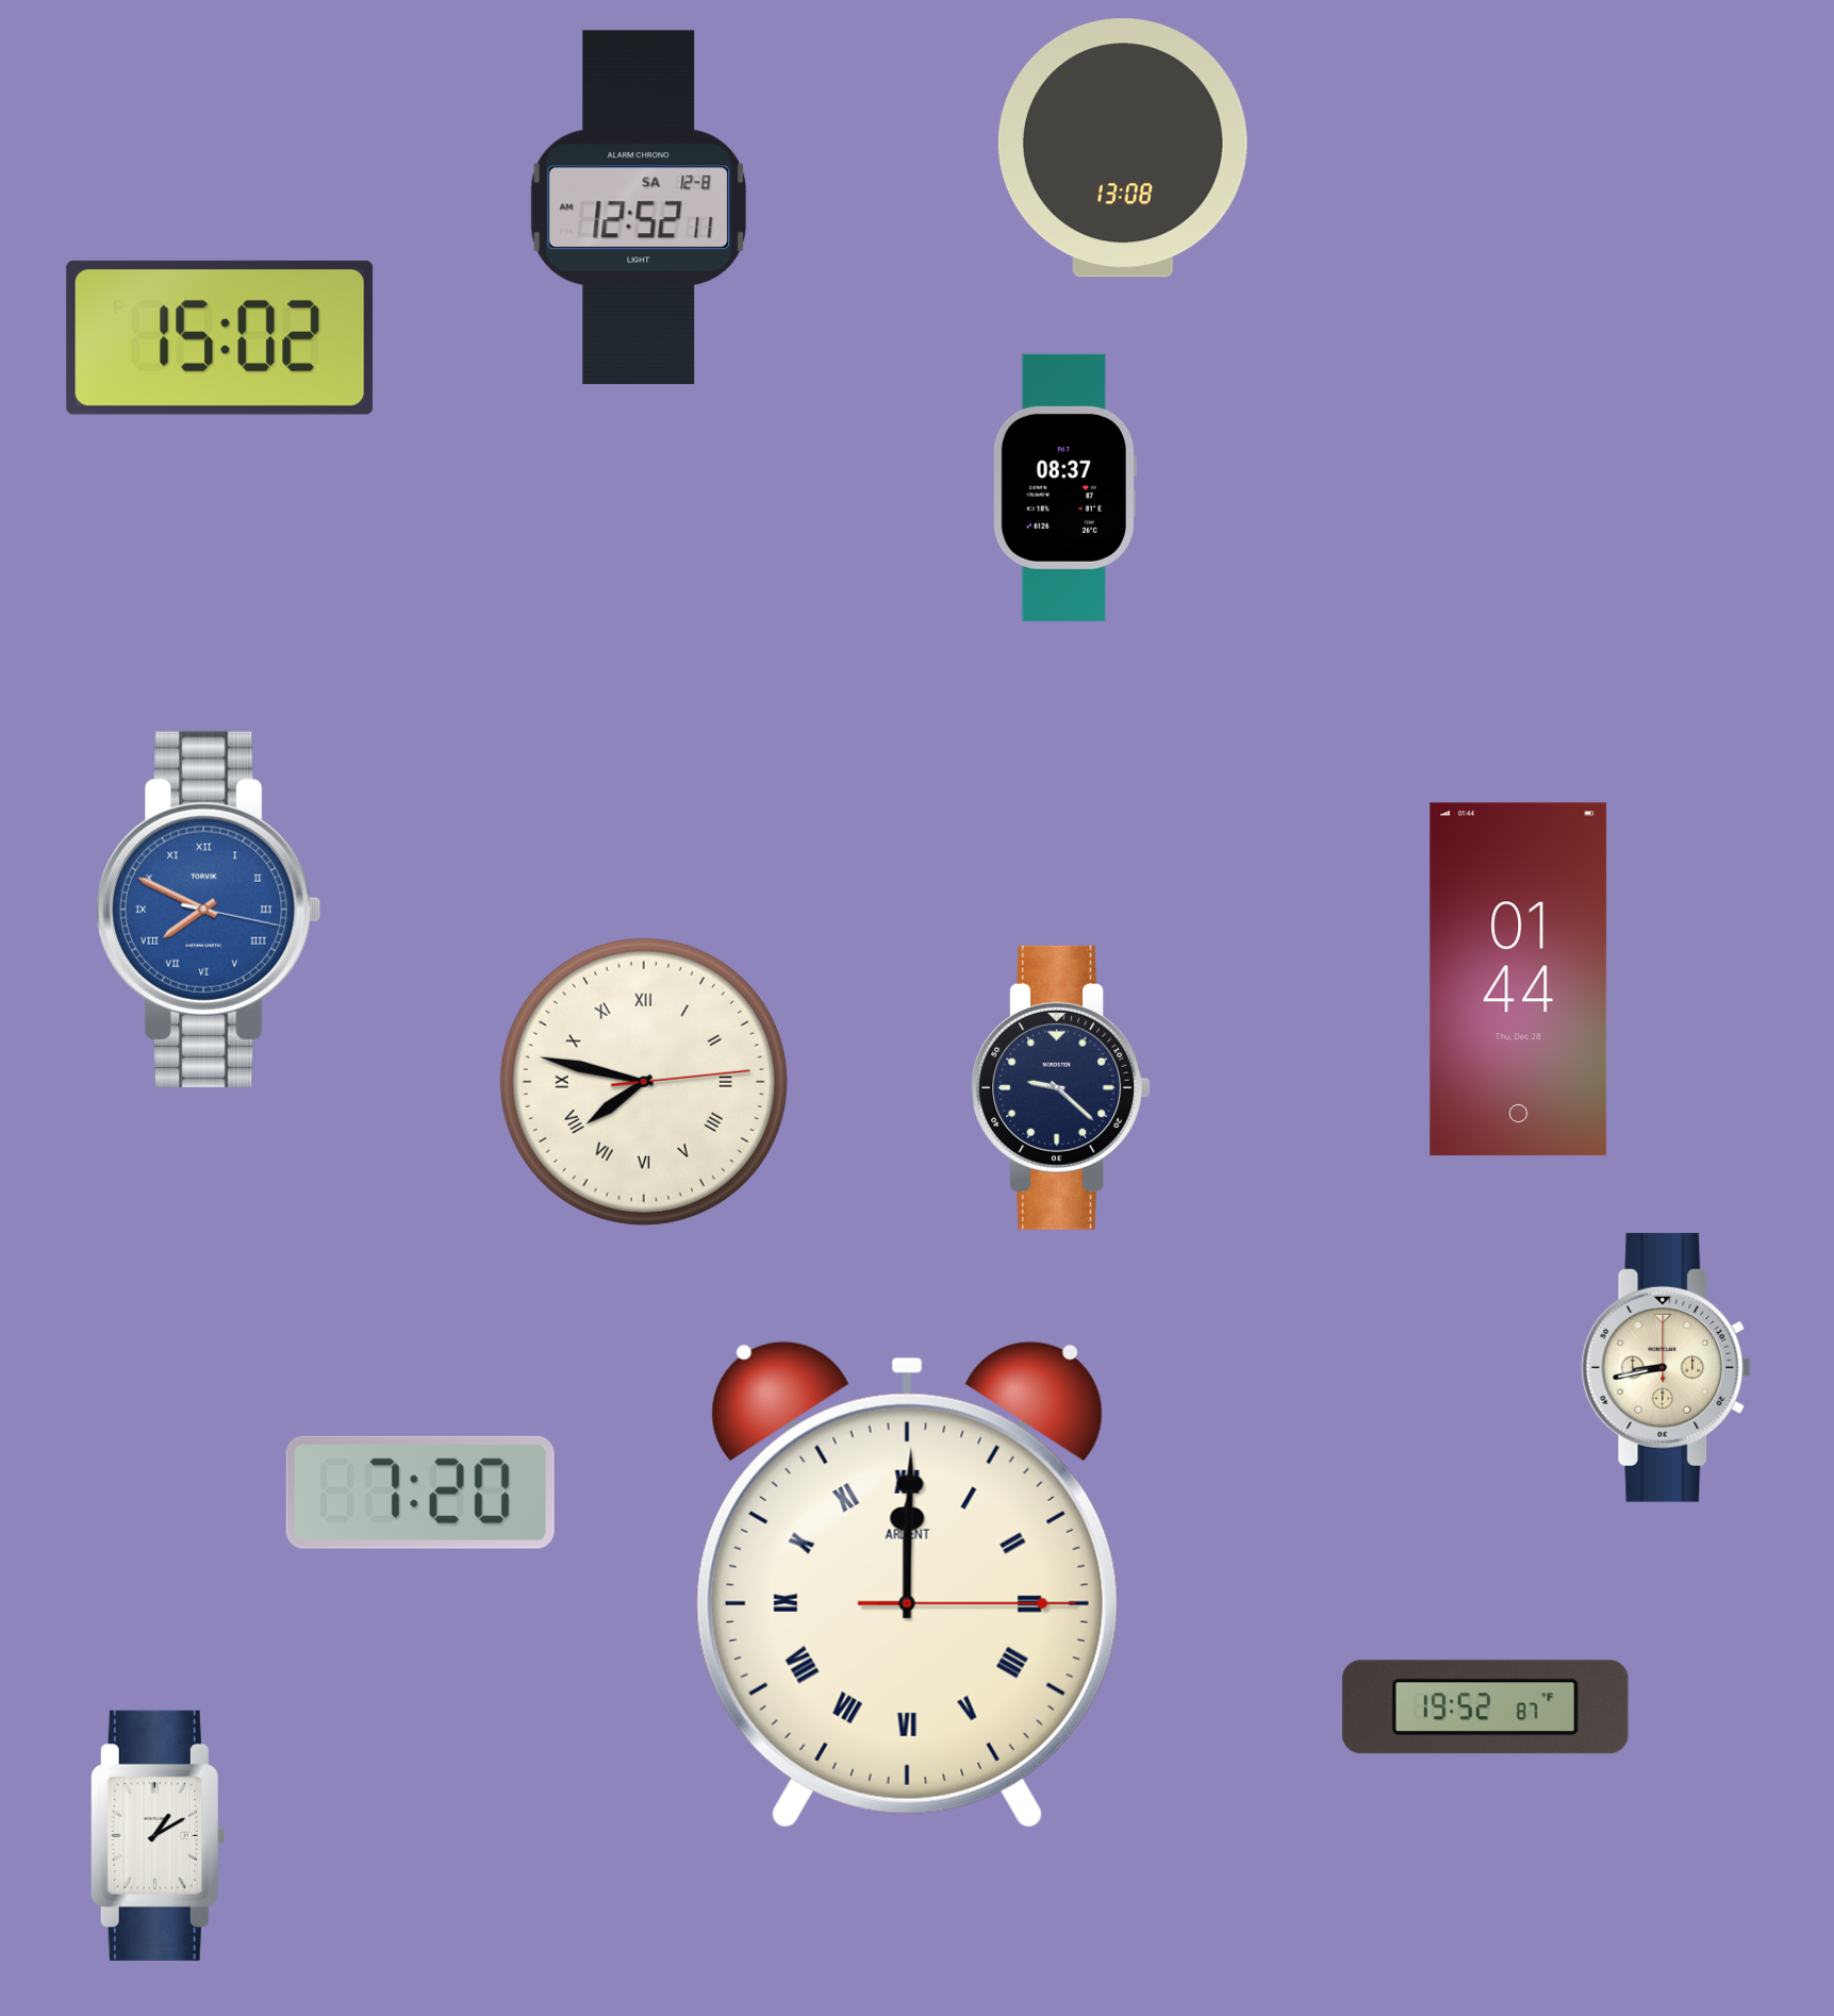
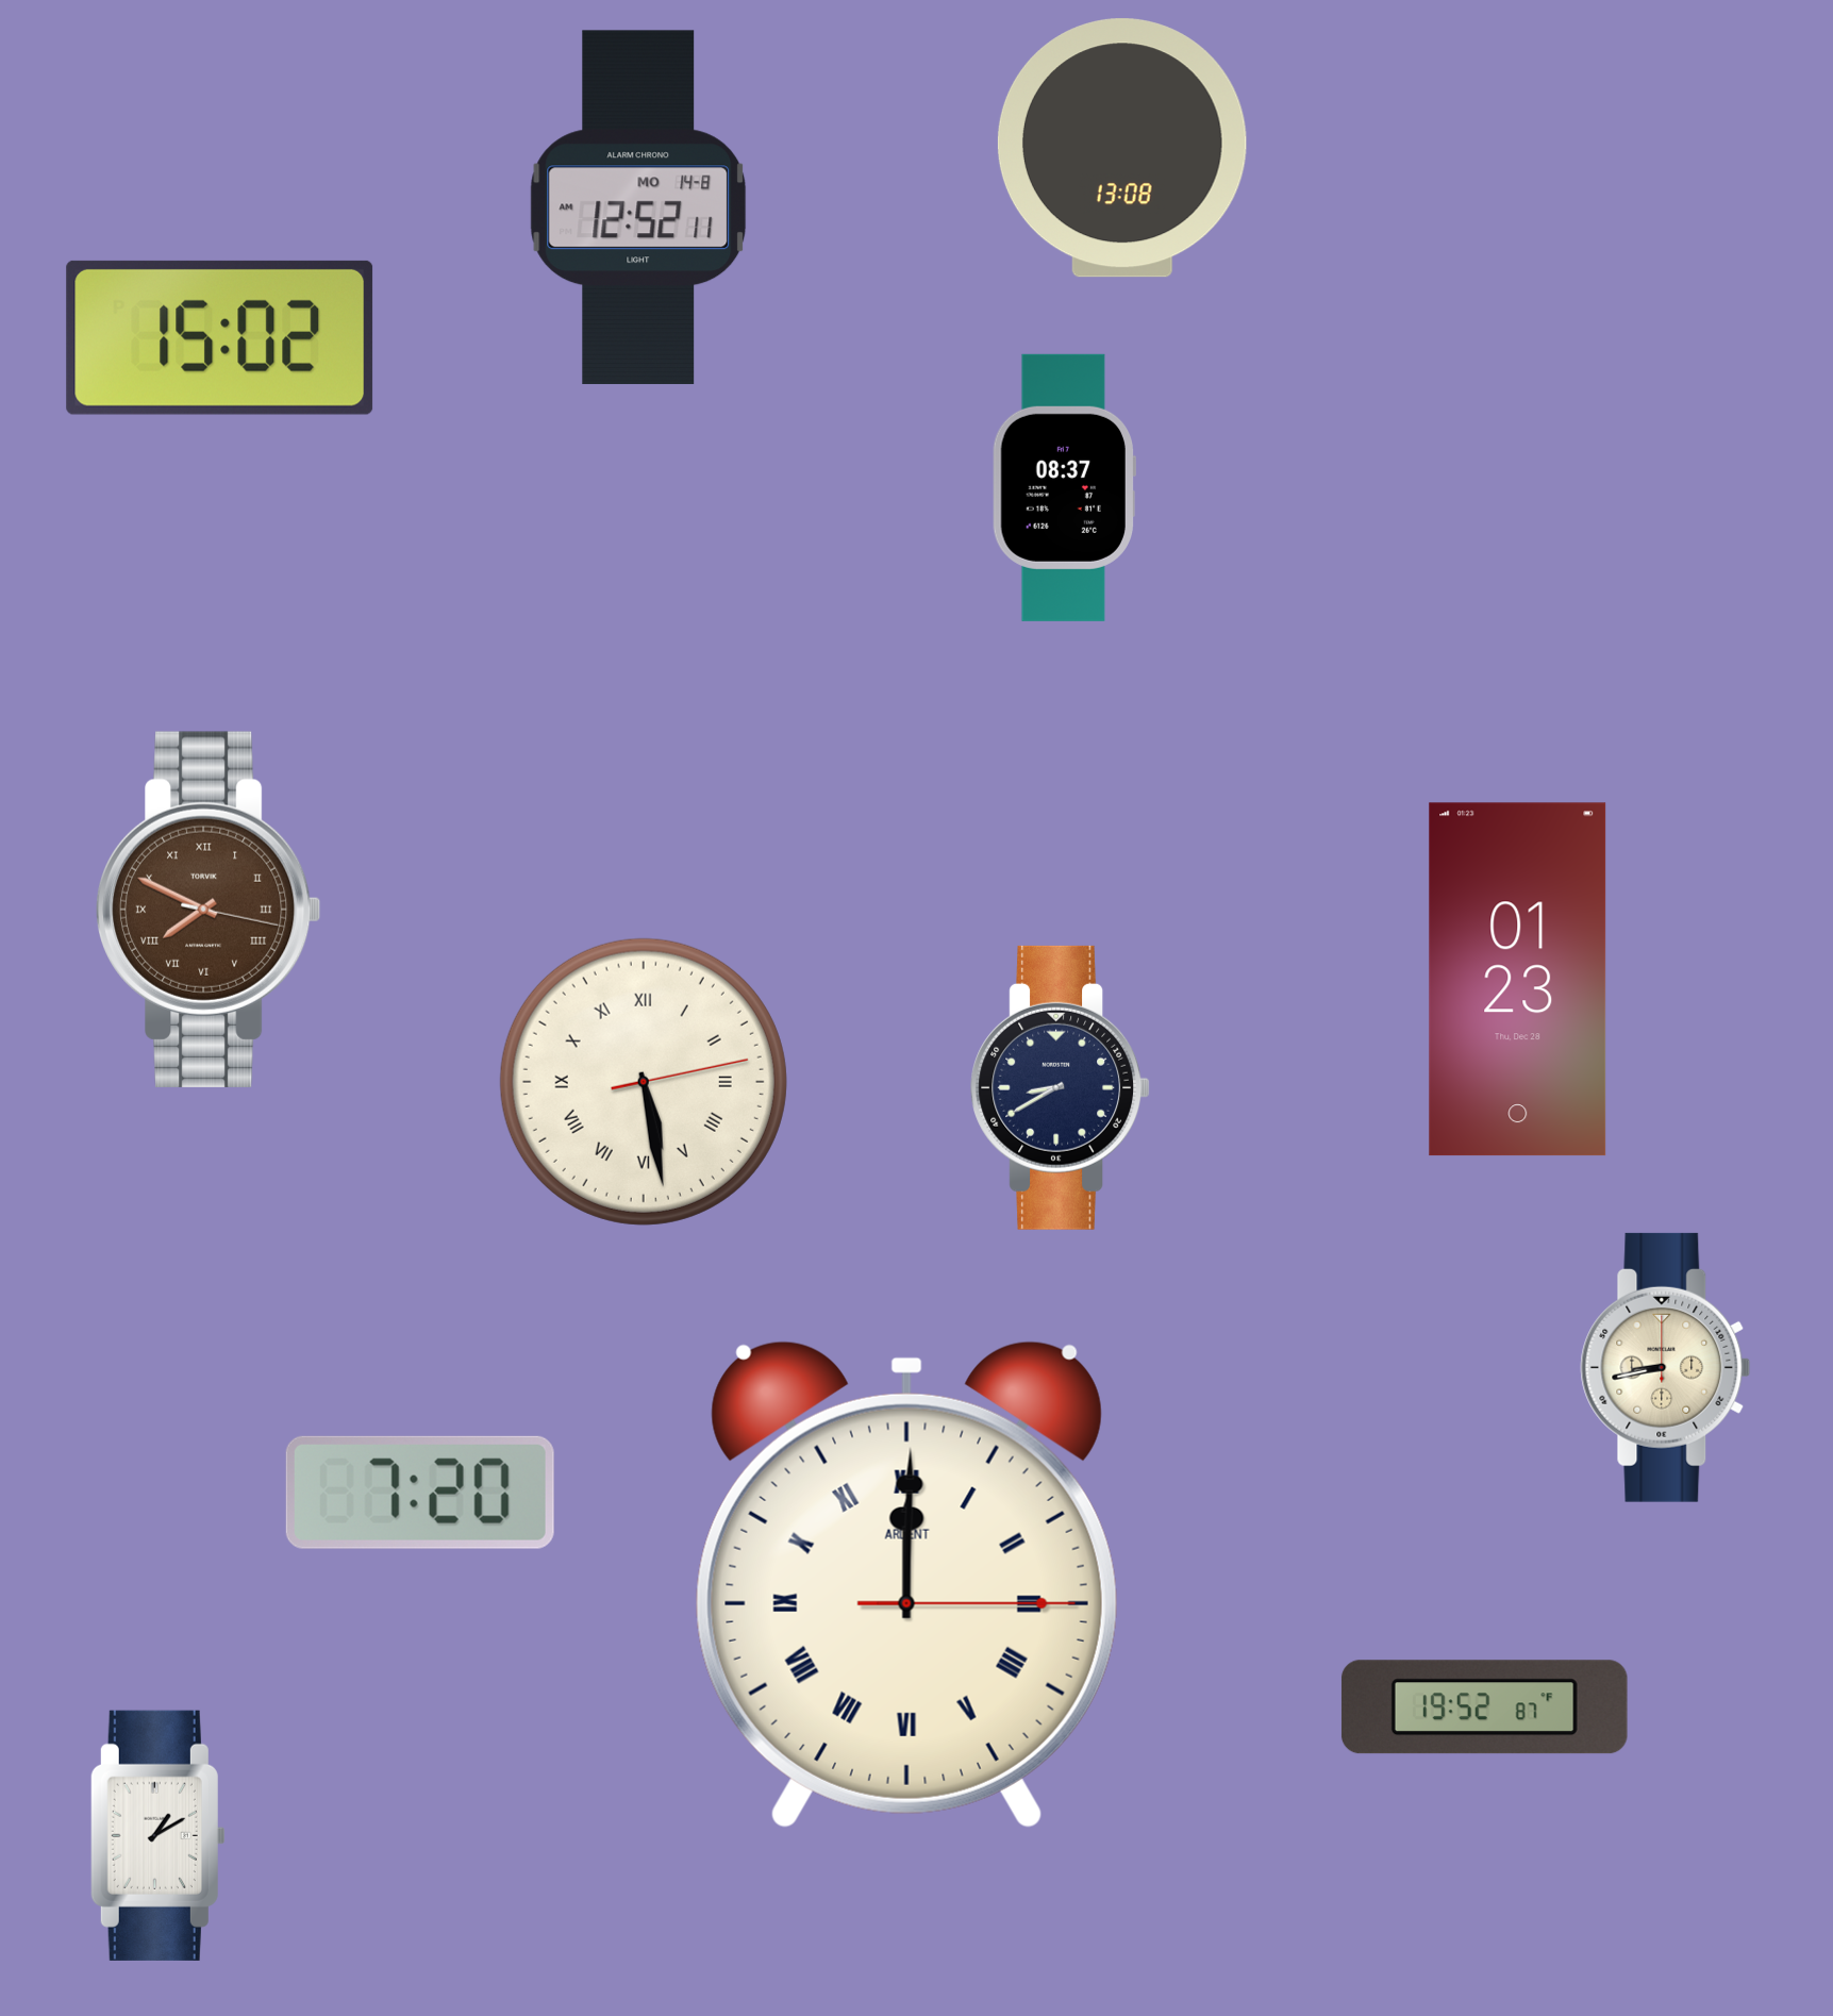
clock at (639, 207) date: SA 12-8 -> MO 14-8
clock at (209, 910) dial: blue -> brown
clock at (1519, 980): 01:44 -> 01:23
clock at (644, 1082): 7:47 -> 5:28
clock at (1061, 1087): 9:22 -> 8:40
